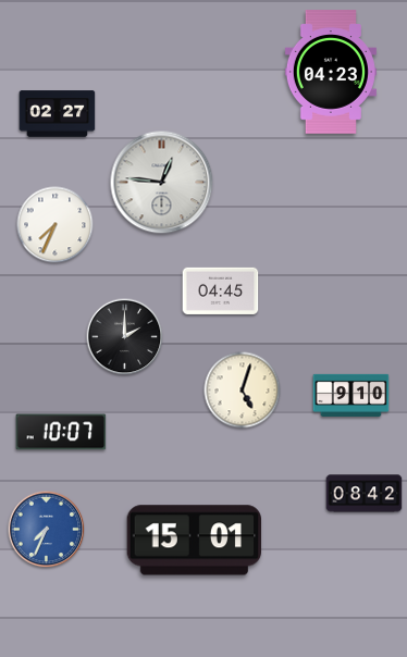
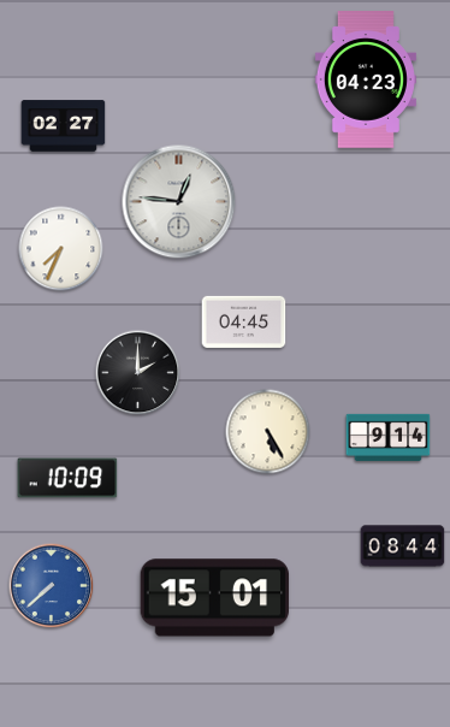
clock at (243, 391): 5:03 -> 5:25
clock at (351, 395): 9:10 -> 9:14
clock at (61, 432): 10:07 -> 10:09
clock at (365, 494): 08:42 -> 08:44
clock at (47, 530): 7:34 -> 7:38
